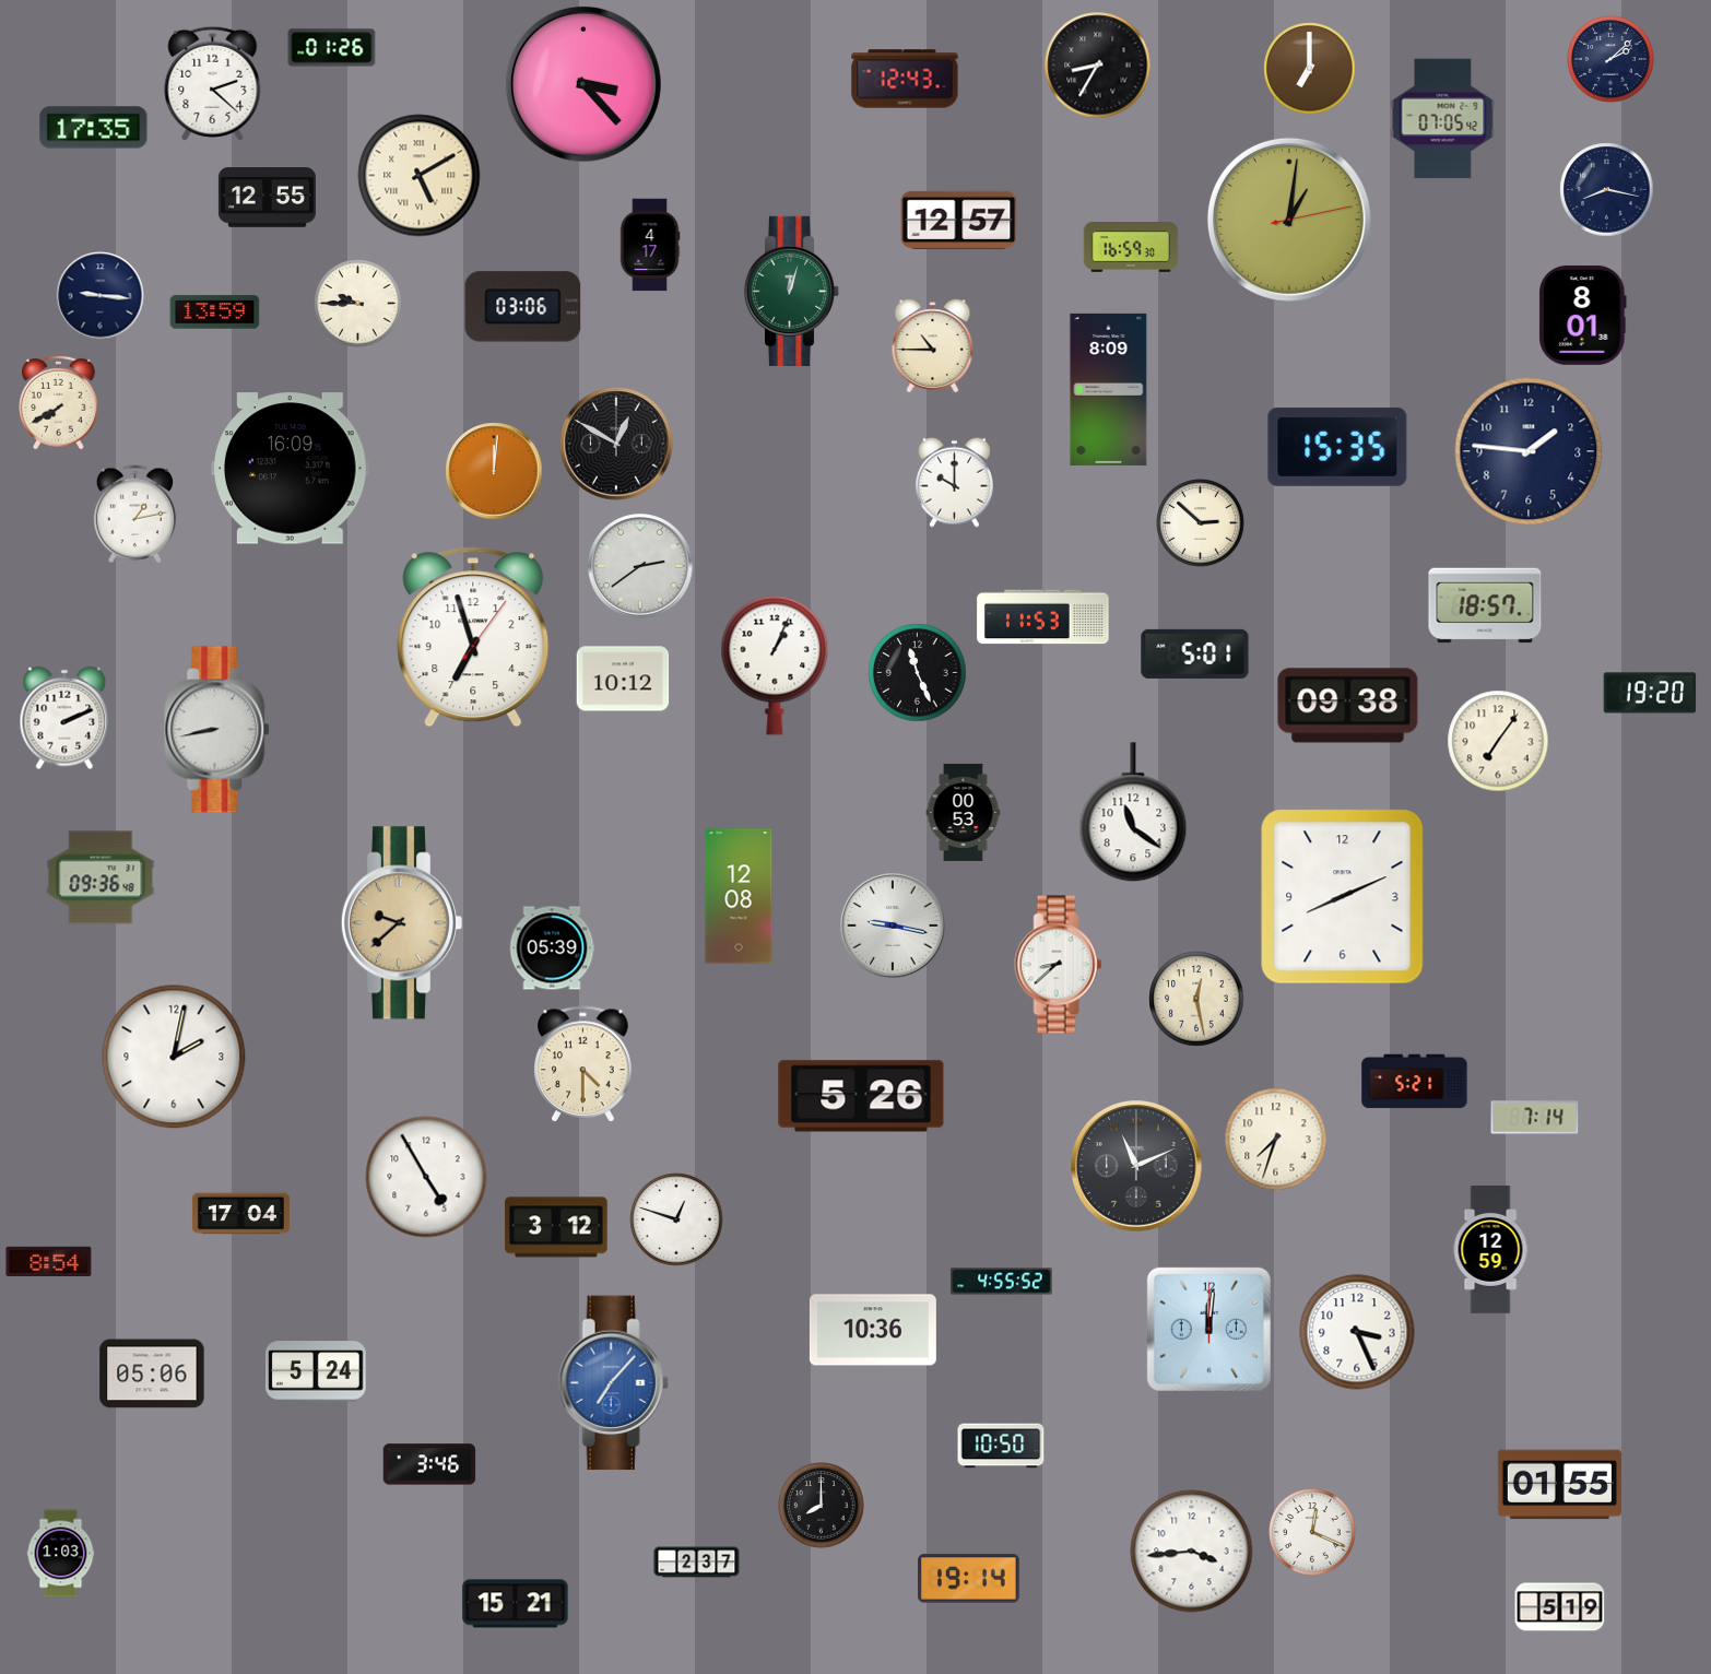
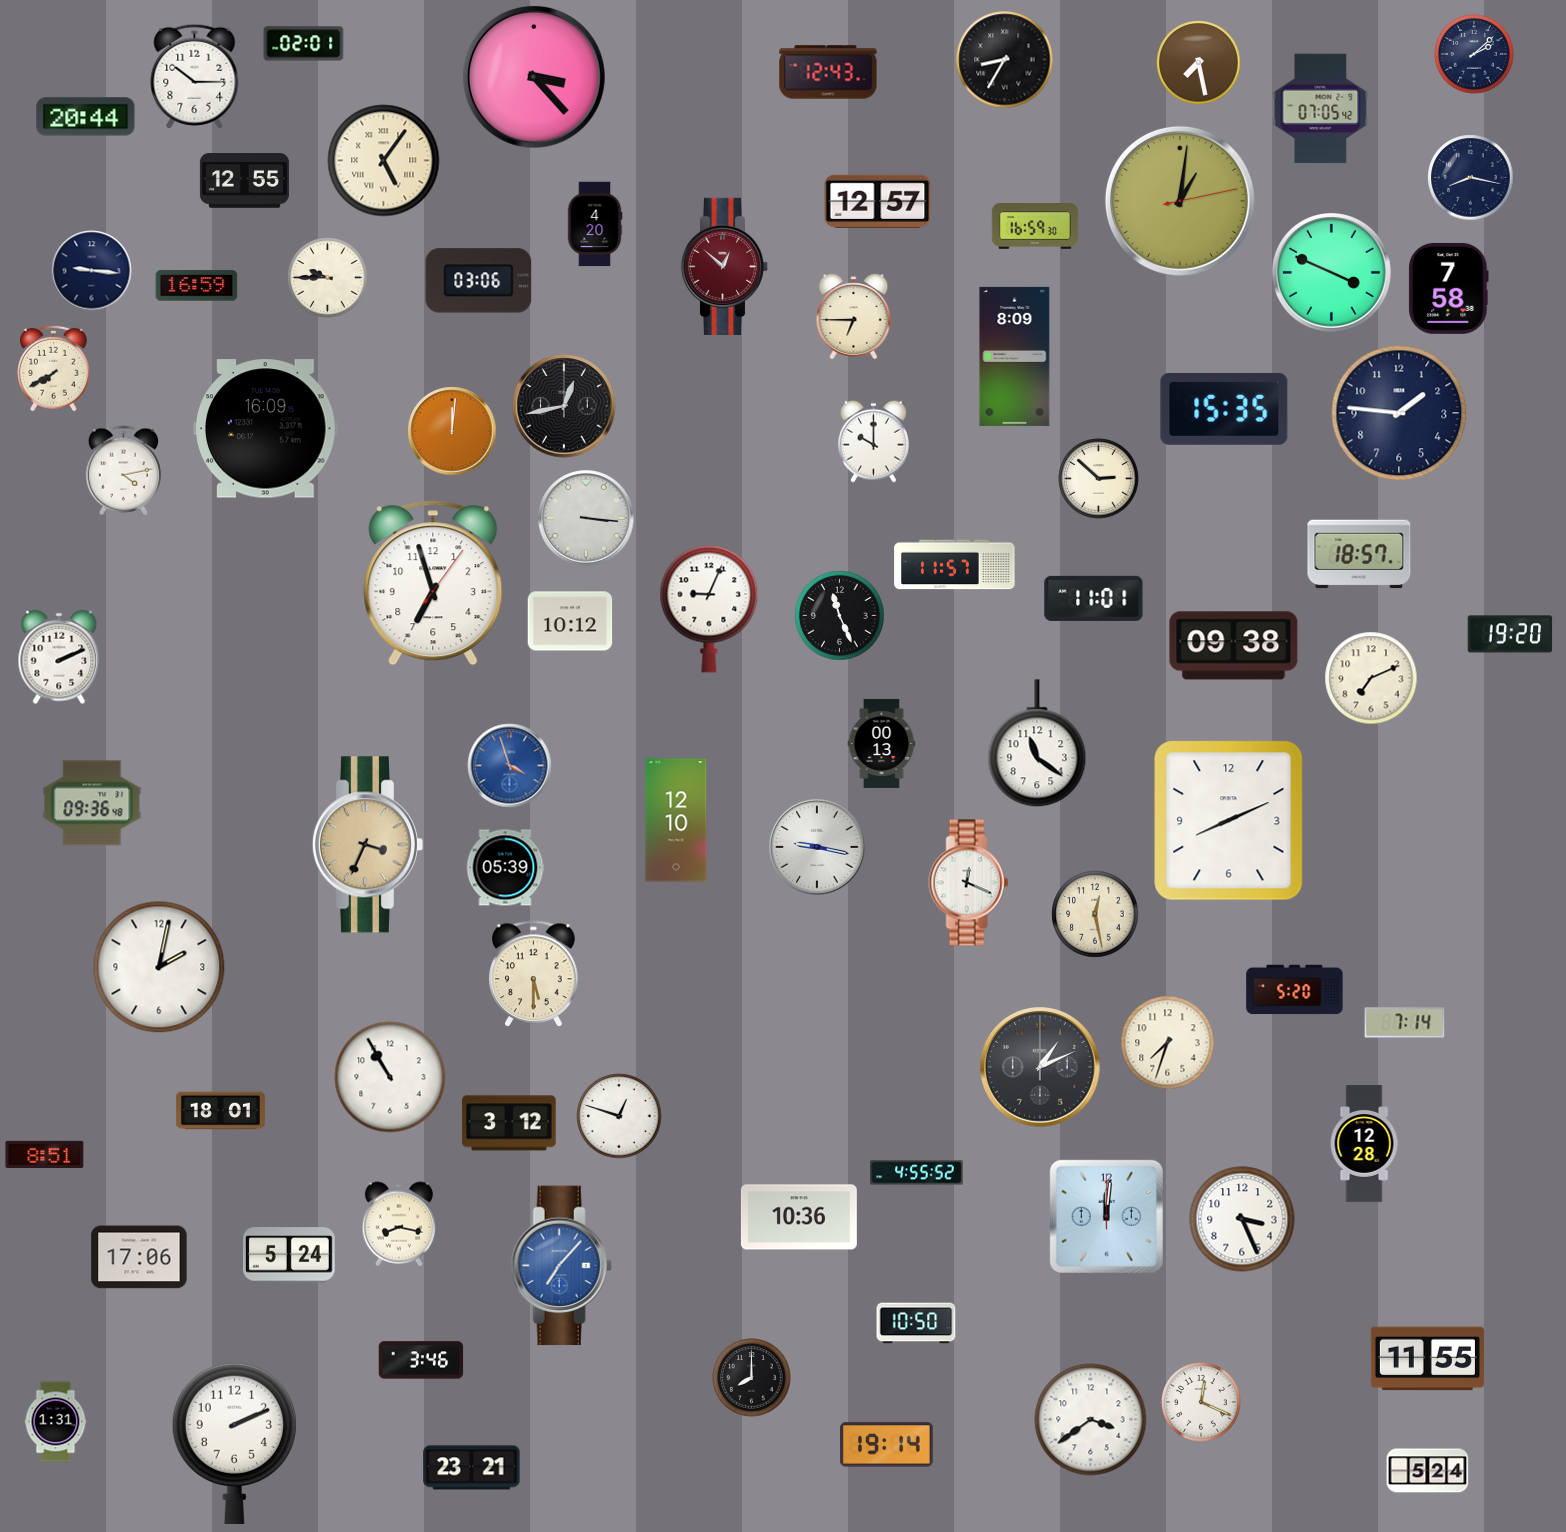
clock at (332, 48): 01:26 -> 02:01
clock at (1310, 69): 7:00 -> 7:28
clock at (213, 83): 2:22 -> 10:15
clock at (94, 128): 17:35 -> 20:44
clock at (420, 176): 5:10 -> 5:06
clock at (1607, 190) position: (1607, 190) -> (1471, 178)
clock at (650, 245): 4:17 -> 4:20
clock at (792, 291): 12:03 -> 12:52
clock at (792, 291) dial: green -> burgundy
clock at (1332, 273): none -> 3:49
clock at (215, 313): 13:59 -> 16:59
clock at (1583, 315): 8:01 -> 7:58
clock at (933, 346): 10:45 -> 6:45
clock at (616, 444): 12:50 -> 12:43
clock at (134, 515): 1:13 -> 4:13
clock at (640, 566): 2:39 -> 3:16
clock at (1043, 617): 11:53 -> 11:57
clock at (1195, 653): 5:01 -> 11:01
clock at (775, 665): 1:04 -> 9:04
clock at (217, 730): 8:43 -> none
clock at (1498, 741): 7:06 -> 7:11
clock at (964, 812): 00:53 -> 00:13
clock at (510, 766): none -> 3:57
clock at (739, 896): 12:08 -> 12:10
clock at (401, 923): 9:38 -> 3:34
clock at (1059, 965): 8:38 -> 12:19
clock at (583, 1064): 4:30 -> 5:30
clock at (1415, 1082): 5:21 -> 5:20
clock at (861, 1096): 5:26 -> none
clock at (1137, 1167): 11:11 -> 1:11
clock at (426, 1177): 4:55 -> 10:55
clock at (240, 1214): 17:04 -> 18:01
clock at (1490, 1250): 12:59 -> 12:28
clock at (49, 1261): 8:54 -> 8:51
clock at (399, 1224): none -> 8:17
clock at (152, 1374): 05:06 -> 17:06
clock at (429, 1464) position: (429, 1464) -> (421, 1360)
clock at (1559, 1485): 01:55 -> 11:55
clock at (1192, 1552): 3:44 -> 3:39
clock at (61, 1554): 1:03 -> 1:31
clock at (697, 1563): 2:37 -> none
clock at (234, 1443): none -> 2:11
clock at (516, 1604): 15:21 -> 23:21
clock at (1560, 1607): 5:19 -> 5:24
